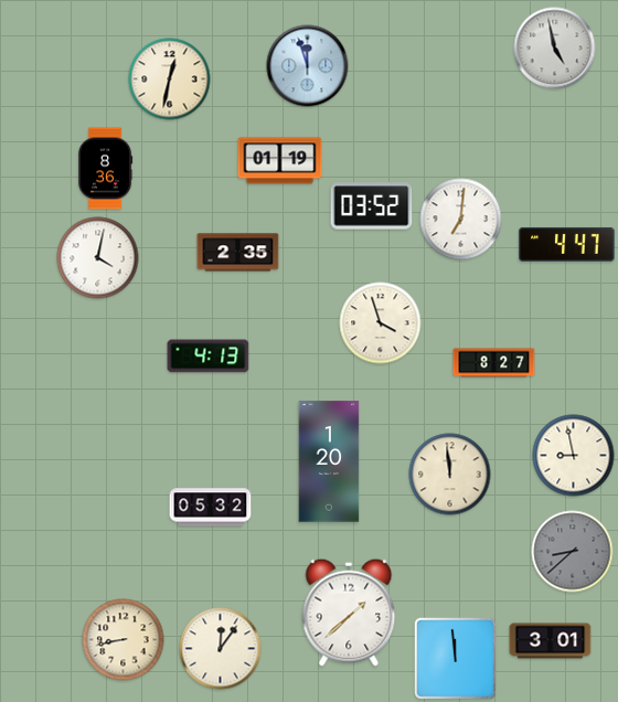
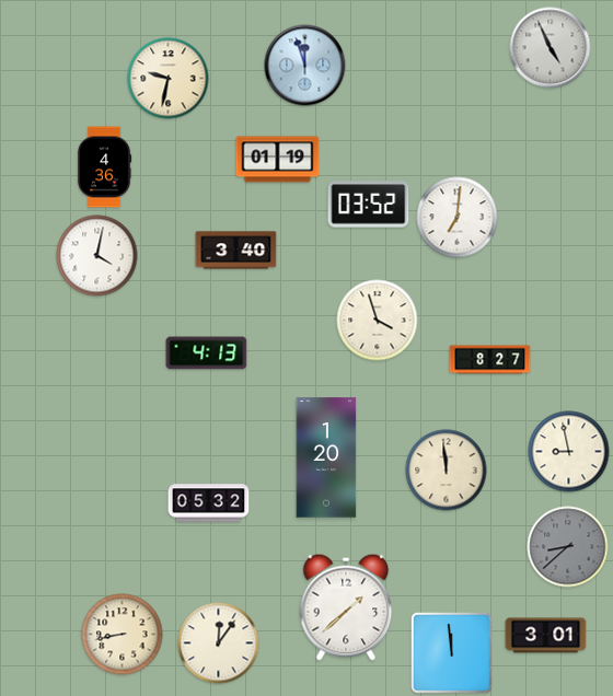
clock at (555, 49): 4:58 -> 4:56
clock at (170, 79): 12:32 -> 9:32
clock at (105, 169): 8:36 -> 4:36
clock at (567, 244): 4:47 -> none
clock at (238, 253): 2:35 -> 3:40
